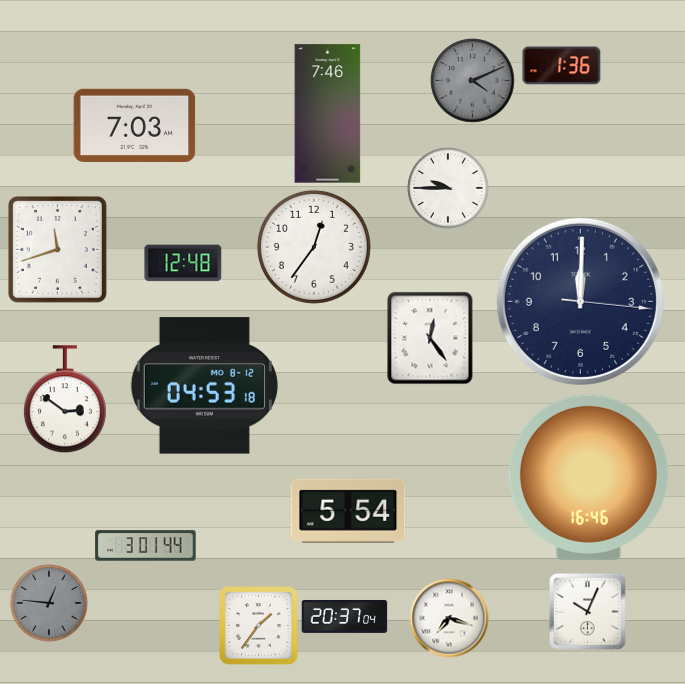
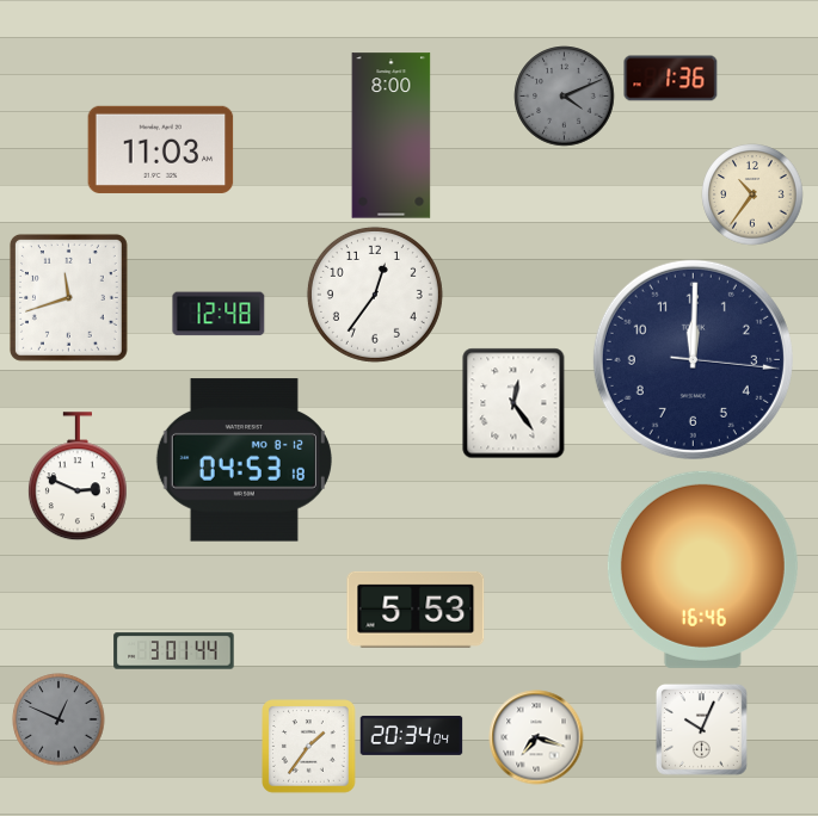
clock at (328, 114): 7:46 -> 8:00
clock at (135, 125): 7:03 -> 11:03
clock at (752, 194): none -> 10:36
clock at (448, 188): 9:45 -> none
clock at (65, 400): 2:51 -> 2:49
clock at (348, 511): 5:54 -> 5:53
clock at (49, 603): 12:46 -> 12:49
clock at (345, 616): 20:37 -> 20:34
